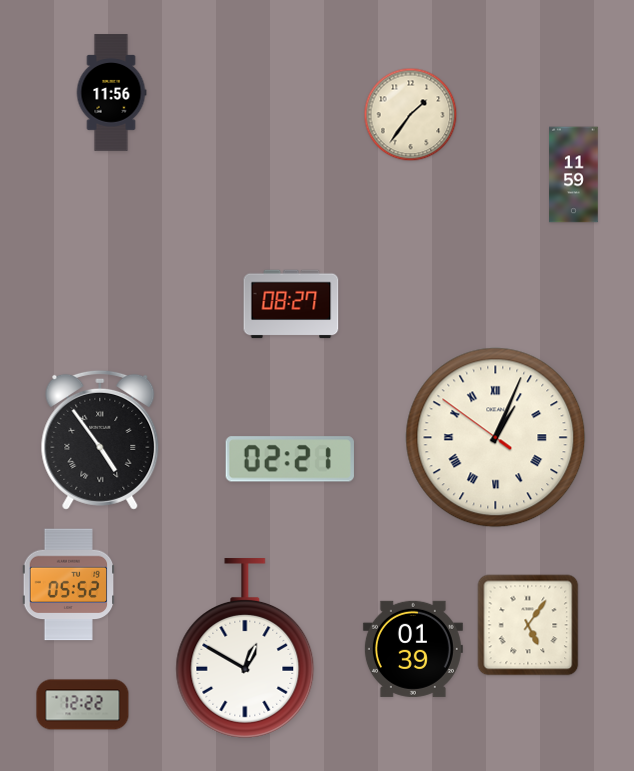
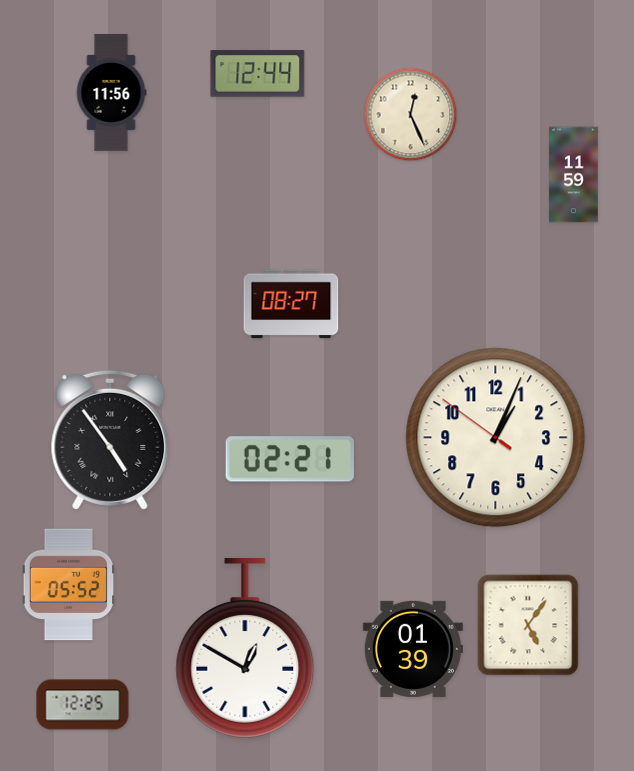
clock at (258, 74): none -> 12:44
clock at (411, 115): 1:36 -> 12:26
clock at (496, 438) numerals: Roman -> Arabic
clock at (100, 440) position: (100, 440) -> (110, 440)
clock at (83, 705): 12:22 -> 12:25
